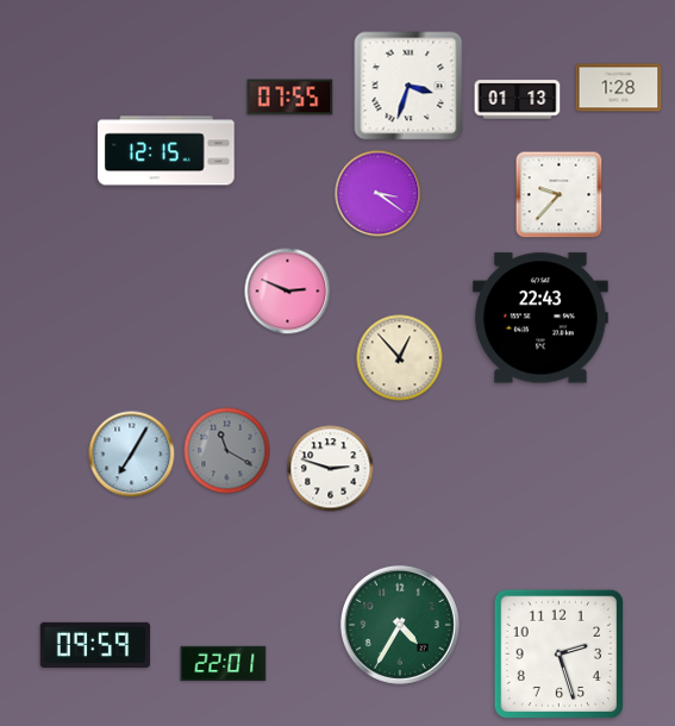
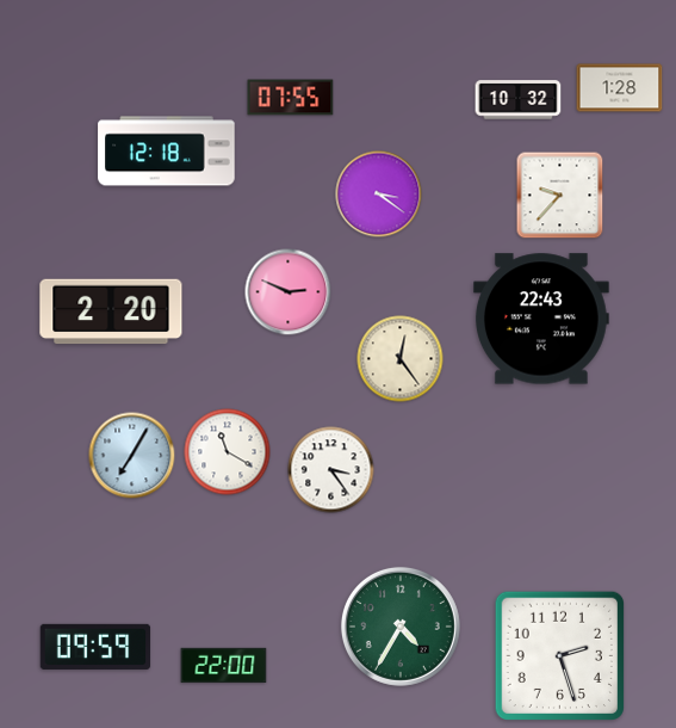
clock at (408, 86): 3:33 -> none
clock at (518, 100): 01:13 -> 10:32
clock at (167, 151): 12:15 -> 12:18
clock at (111, 311): none -> 2:20
clock at (400, 358): 12:53 -> 12:24
clock at (227, 451) dial: grey -> white
clock at (331, 469): 2:48 -> 3:24
clock at (224, 664): 22:01 -> 22:00
